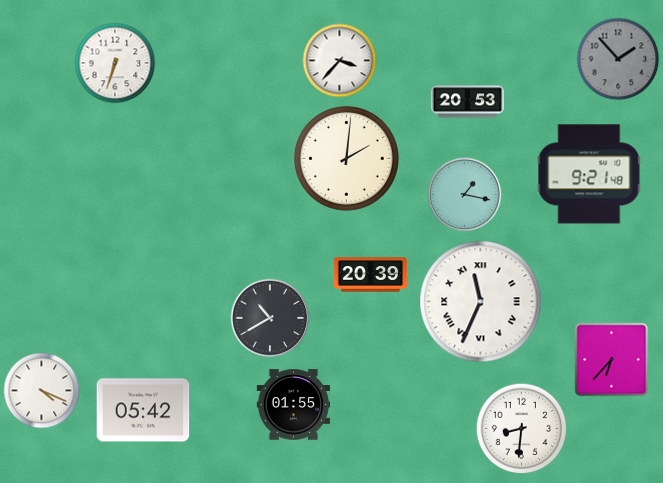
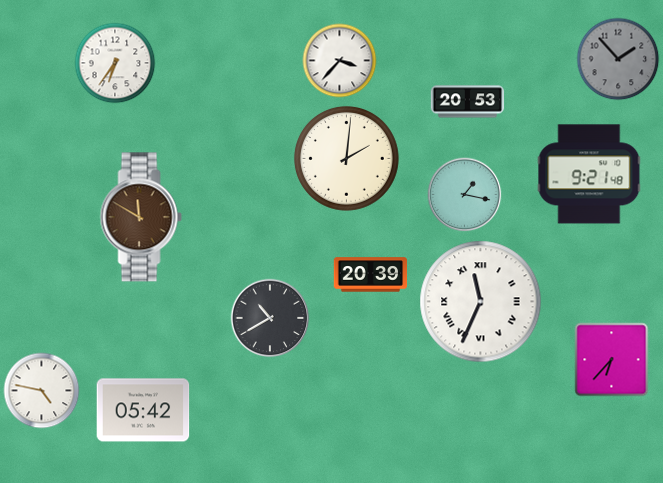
clock at (115, 63): 6:33 -> 6:36
clock at (141, 217): none -> 11:50
clock at (42, 391): 4:19 -> 4:47
clock at (294, 405): 01:55 -> none
clock at (522, 429): 8:31 -> none
